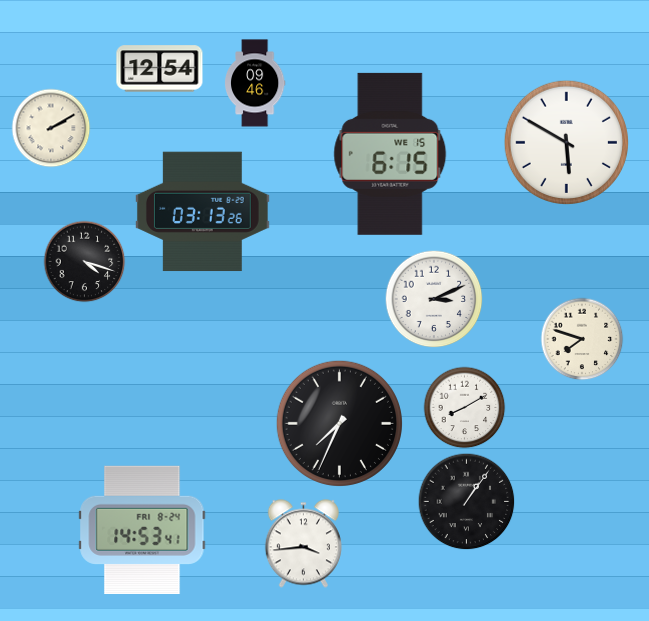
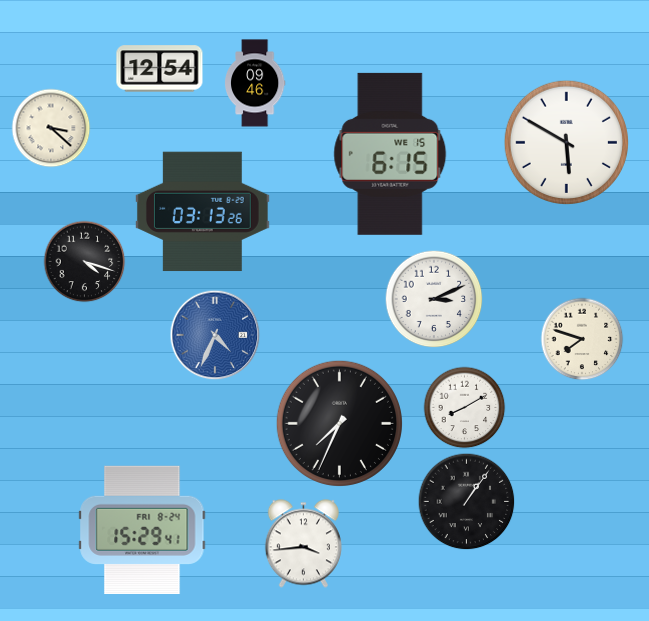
clock at (51, 128): 2:10 -> 3:22
clock at (215, 335): none -> 4:34
clock at (142, 530): 14:53 -> 15:29
